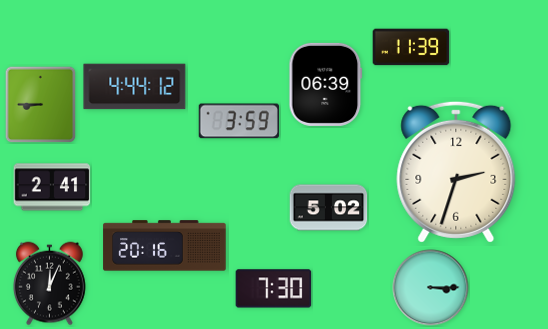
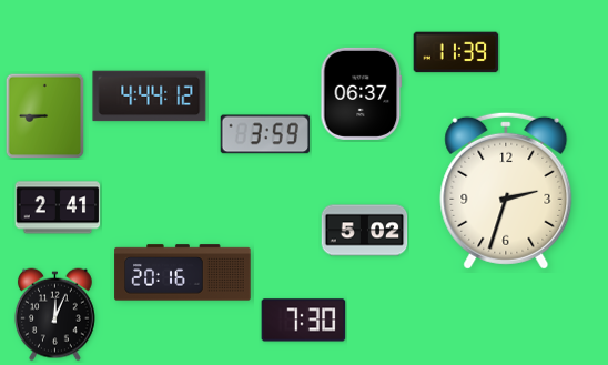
clock at (326, 84): 06:39 -> 06:37
clock at (431, 288): 3:15 -> none
